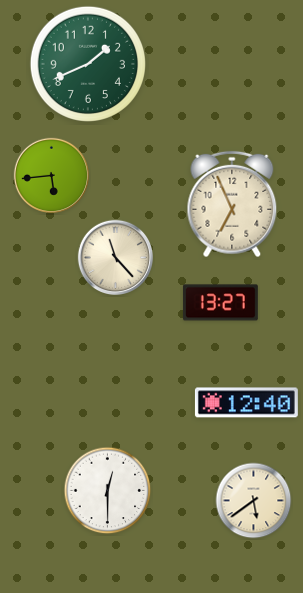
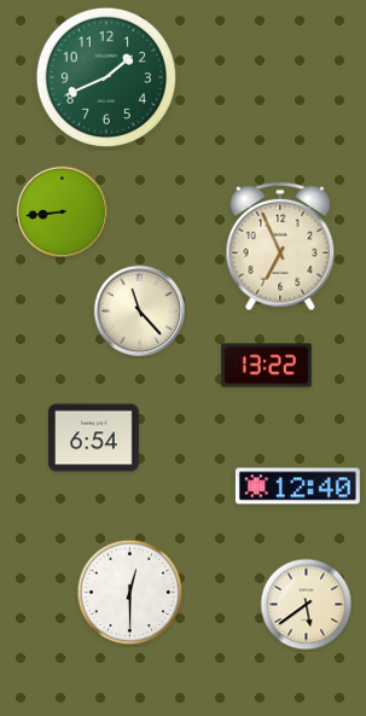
clock at (51, 175): 5:44 -> 8:44
clock at (220, 303): 13:27 -> 13:22
clock at (94, 438): none -> 6:54
